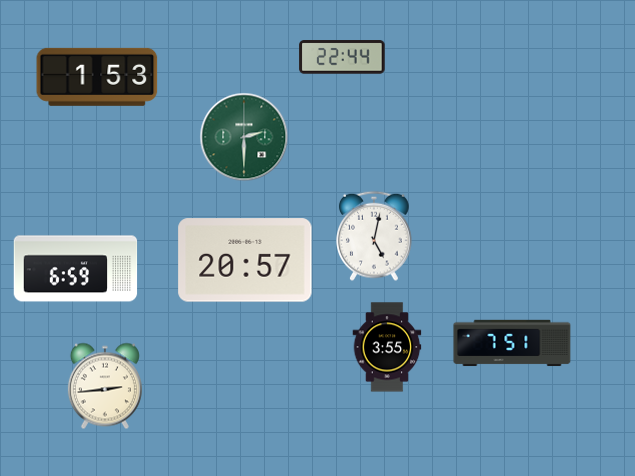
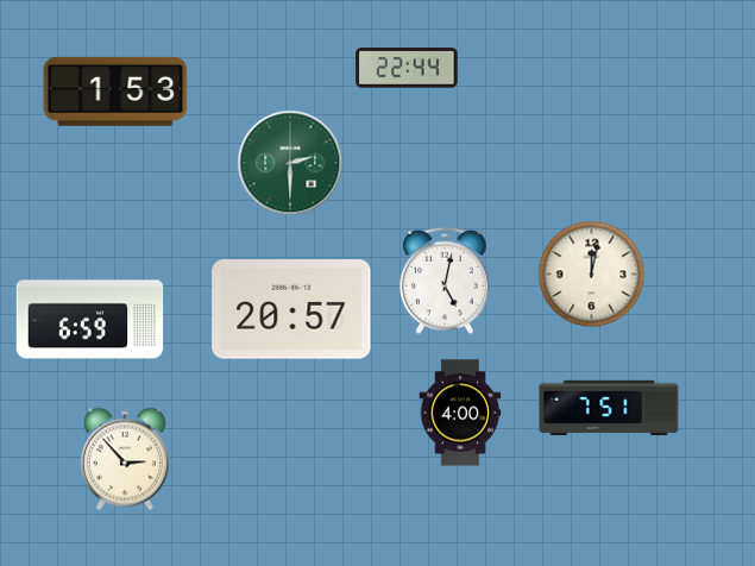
clock at (592, 275): none -> 12:02
clock at (387, 347): 3:55 -> 4:00
clock at (105, 386): 2:44 -> 2:53
